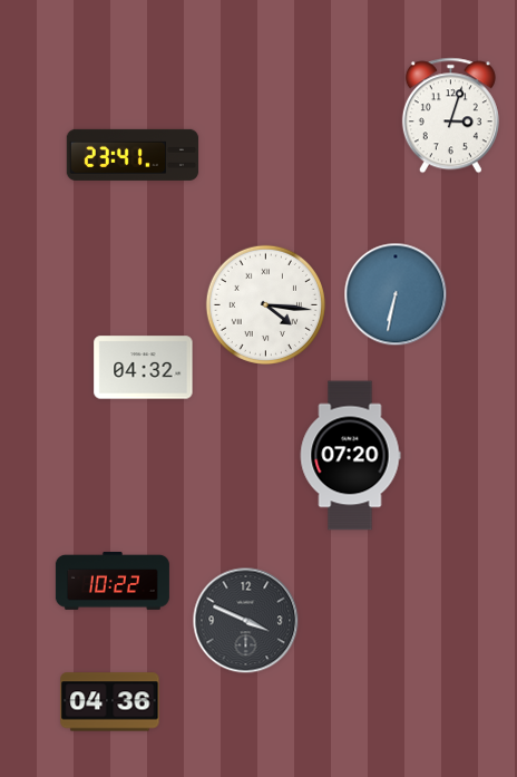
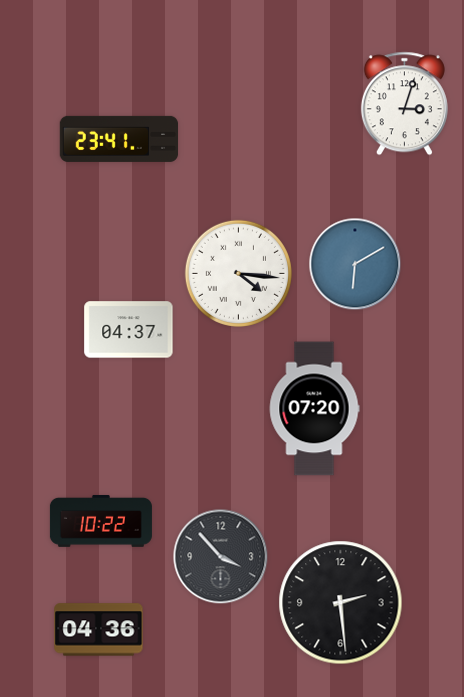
clock at (396, 294): 6:32 -> 6:10
clock at (144, 368): 04:32 -> 04:37
clock at (246, 621): 3:49 -> 3:53
clock at (341, 603): none -> 2:29
